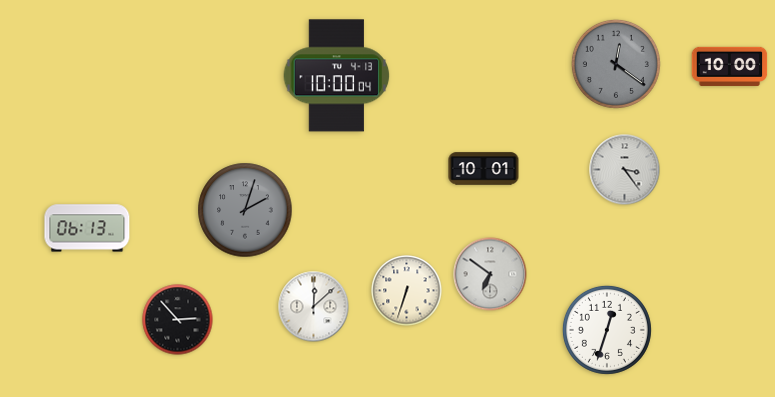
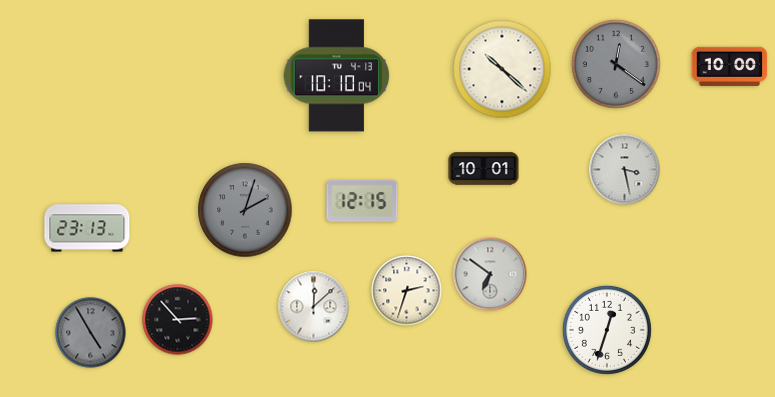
clock at (502, 69): none -> 10:22
clock at (337, 76): 10:00 -> 10:10
clock at (625, 170): 3:24 -> 3:28
clock at (362, 201): none -> 12:15
clock at (87, 228): 06:13 -> 23:13
clock at (407, 291): 6:33 -> 2:33
clock at (91, 333): none -> 4:55
